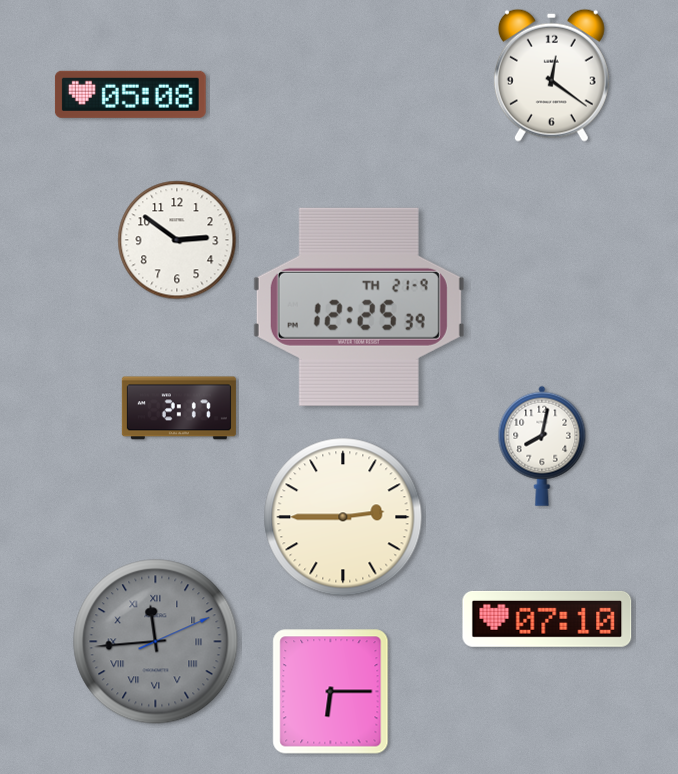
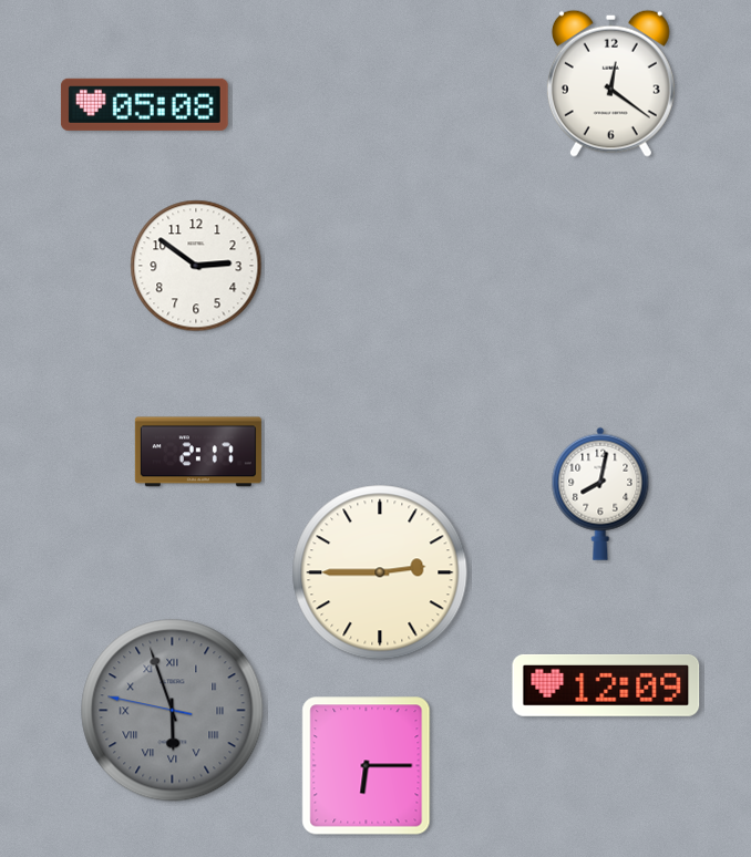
clock at (359, 307): 12:25 -> none
clock at (547, 619): 07:10 -> 12:09
clock at (156, 642): 11:44 -> 5:56
